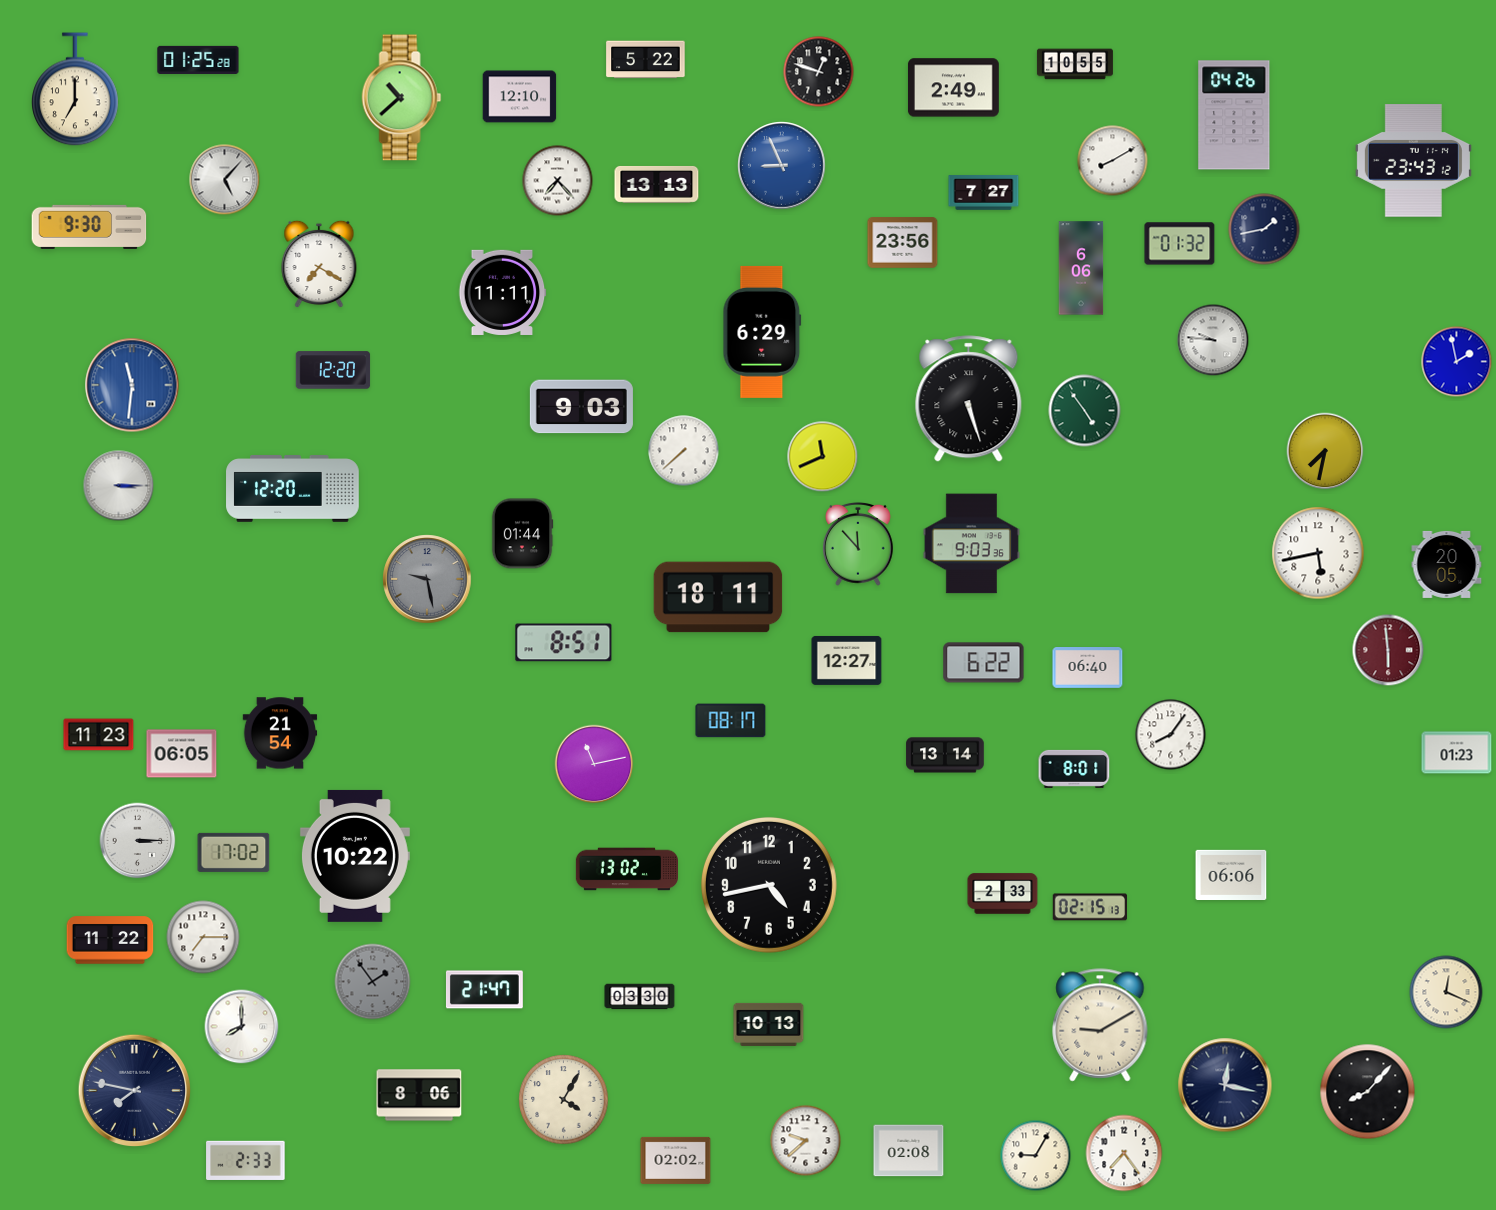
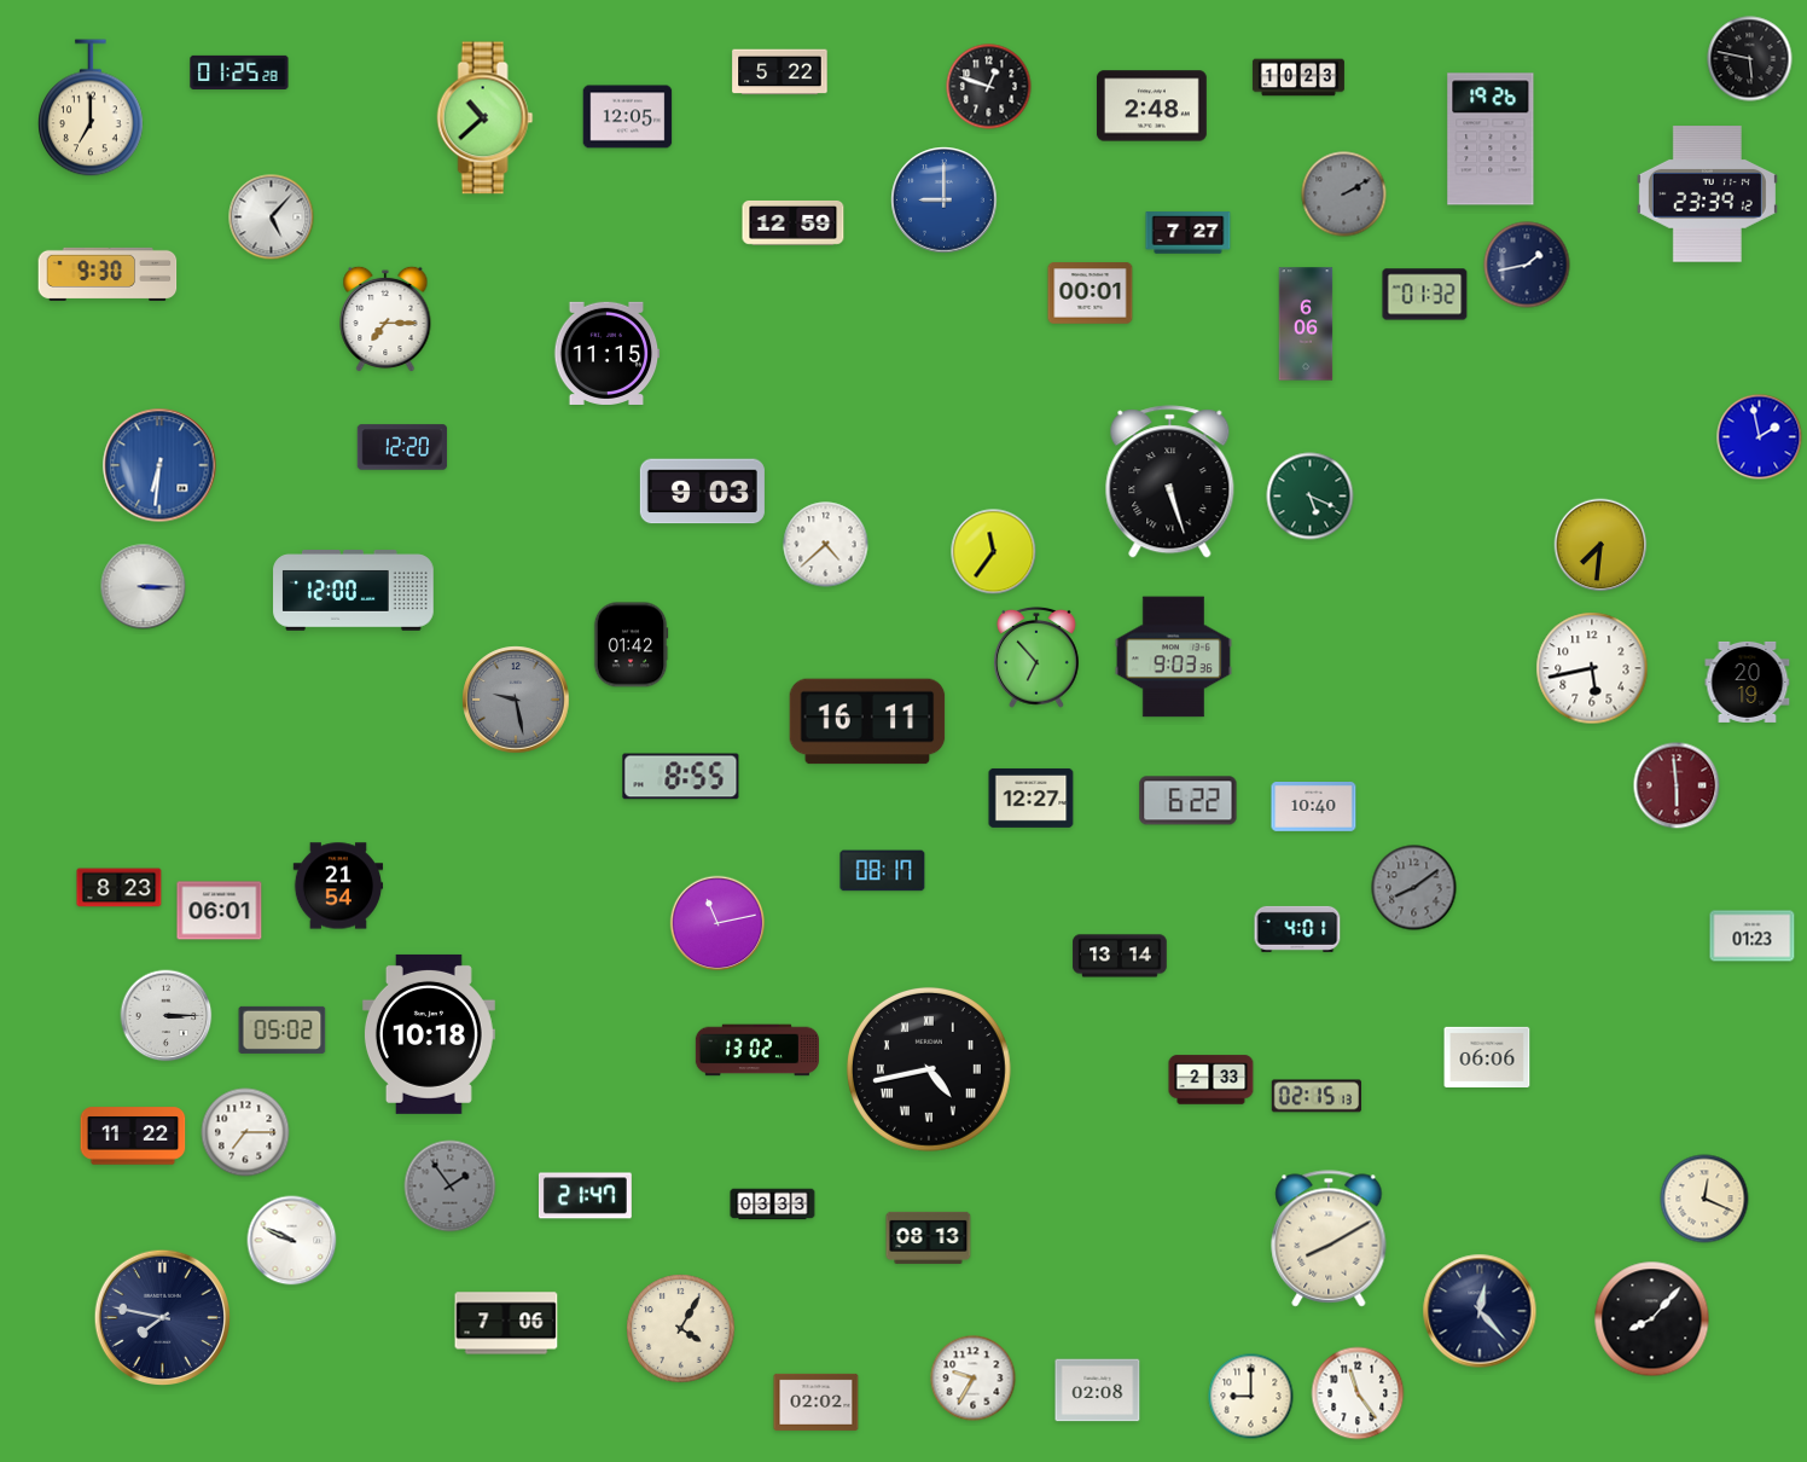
clock at (1750, 59): none -> 5:47
clock at (1075, 64): 10:55 -> 10:23
clock at (954, 88): 2:49 -> 2:48
clock at (520, 97): 12:10 -> 12:05
clock at (1234, 115): 04:26 -> 19:26
clock at (1113, 161): 8:10 -> 2:10
clock at (1113, 161) dial: white -> grey
clock at (1413, 161): 23:43 -> 23:39
clock at (782, 166): 8:56 -> 9:00
clock at (558, 181): 7:23 -> none
clock at (657, 184): 13:13 -> 12:59
clock at (1264, 229) position: (1264, 229) -> (1527, 265)
clock at (903, 243): 23:56 -> 00:01
clock at (319, 264): 7:20 -> 7:15
clock at (502, 292): 11:11 -> 11:15
clock at (762, 332): 6:29 -> none
clock at (1213, 340): 9:46 -> none
clock at (132, 385): 11:31 -> 6:31
clock at (1085, 411): 4:54 -> 5:19
clock at (684, 451): 7:38 -> 4:38
clock at (1325, 451): 7:32 -> 7:31
clock at (823, 457): 11:41 -> 11:36
clock at (293, 489): 12:20 -> 12:00
clock at (522, 534): 01:44 -> 01:42
clock at (859, 544): 11:53 -> 6:53
clock at (1447, 564): 20:05 -> 20:19
clock at (718, 597): 18:11 -> 16:11
clock at (564, 643): 8:51 -> 8:55
clock at (847, 660) position: (847, 660) -> (1032, 797)
clock at (1088, 668): 06:40 -> 10:40
clock at (99, 735): 11:23 -> 8:23
clock at (1171, 735): 8:06 -> 8:09
clock at (1171, 735) dial: white -> grey
clock at (1457, 753) position: (1457, 753) -> (1753, 936)
clock at (182, 754): 06:05 -> 06:01
clock at (945, 755) position: (945, 755) -> (1120, 956)
clock at (1074, 769): 8:01 -> 4:01
clock at (234, 852): 17:02 -> 05:02
clock at (355, 856): 10:22 -> 10:18
clock at (769, 885) numerals: Arabic -> Roman
clock at (1446, 992) position: (1446, 992) -> (1704, 1199)
clock at (640, 997): 03:30 -> 03:33
clock at (769, 1024): 10:13 -> 08:13
clock at (1100, 1025): 9:10 -> 8:10
clock at (242, 1027): 8:00 -> 9:49
clock at (1225, 1085): 12:17 -> 12:23
clock at (419, 1095): 8:06 -> 7:06
clock at (806, 1141): 9:38 -> 9:35
clock at (1124, 1153): 7:24 -> 11:24
clock at (1036, 1156): 9:05 -> 9:00
clock at (246, 1160): 2:33 -> none
